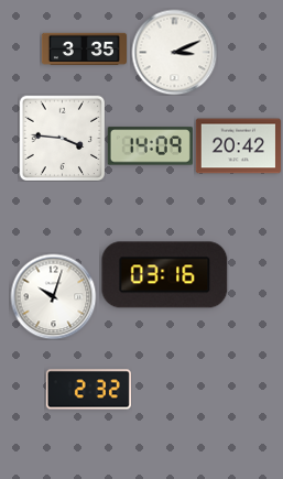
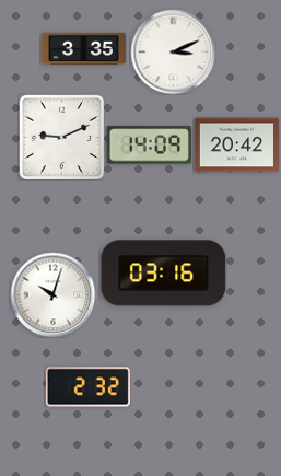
clock at (62, 138): 3:46 -> 9:11
